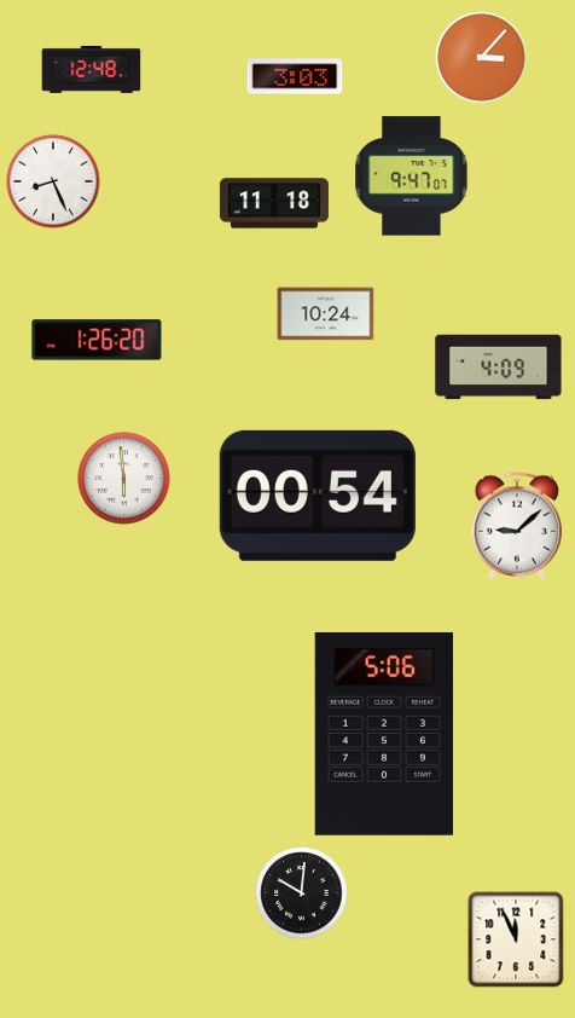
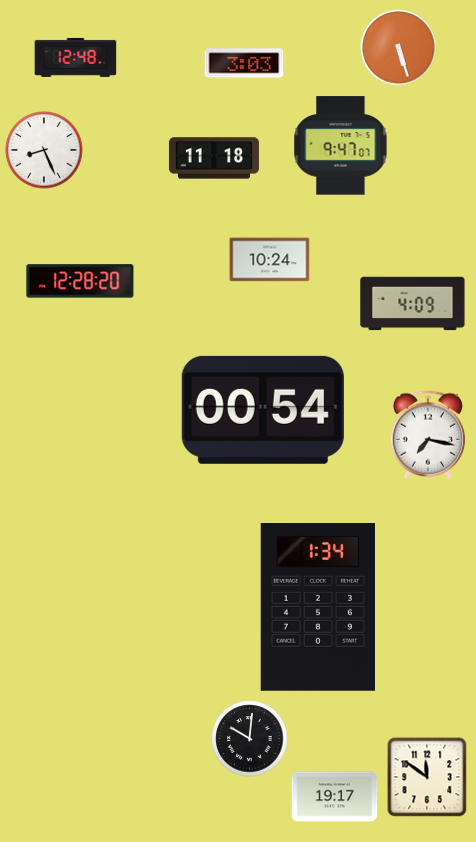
clock at (482, 58): 3:07 -> 5:27
clock at (274, 203) position: (274, 203) -> (214, 158)
clock at (97, 340): 1:26 -> 12:28
clock at (124, 479): 5:59 -> none
clock at (517, 526): 9:08 -> 7:17
clock at (383, 734): 5:06 -> 1:34
clock at (516, 939): 11:56 -> 11:51
clock at (335, 797): none -> 19:17
